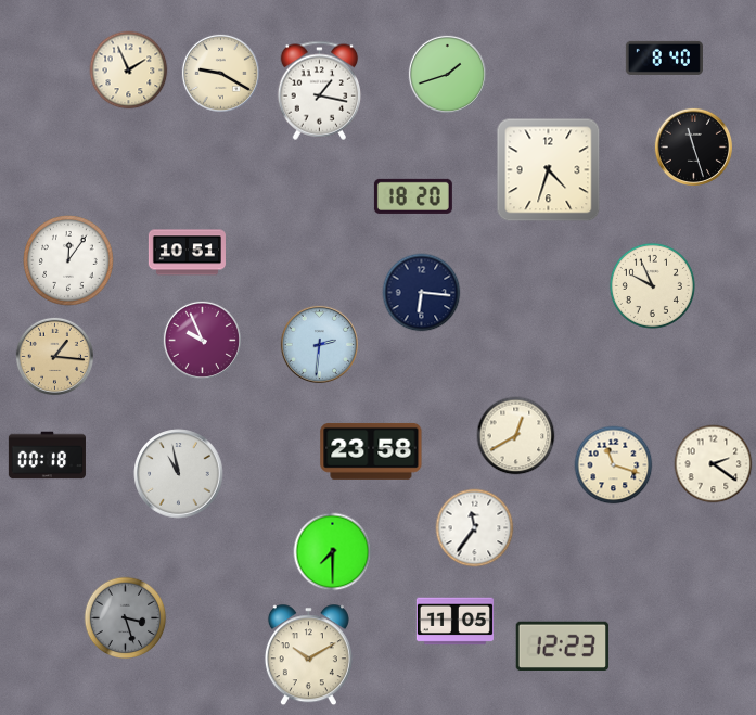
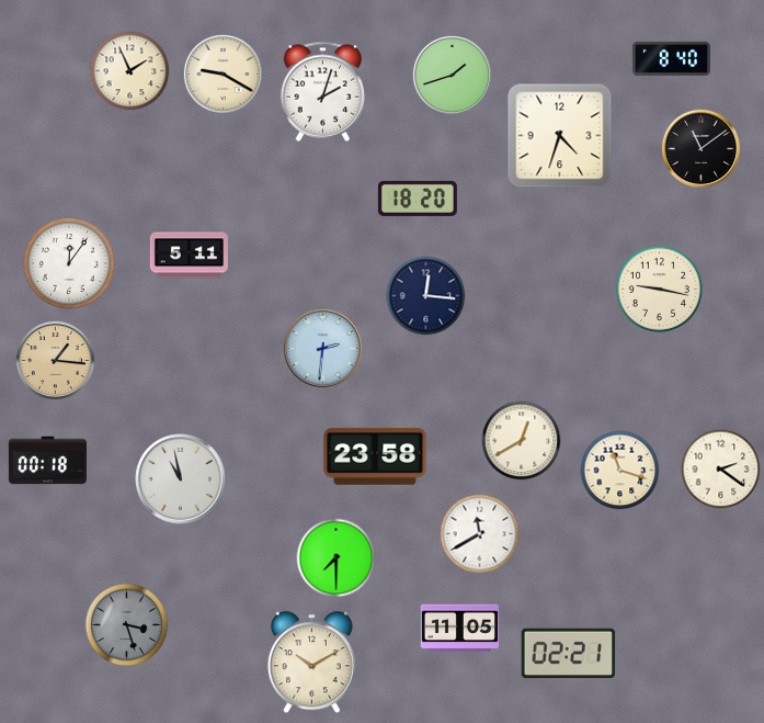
clock at (320, 90): 1:17 -> 2:03
clock at (693, 146): 11:27 -> 11:09
clock at (549, 170) position: (549, 170) -> (560, 136)
clock at (187, 253): 10:51 -> 5:11
clock at (652, 285): 9:56 -> 9:17
clock at (422, 293): 6:16 -> 12:16
clock at (202, 340): 9:56 -> none
clock at (475, 528): 11:36 -> 11:40
clock at (563, 647): 12:23 -> 02:21
